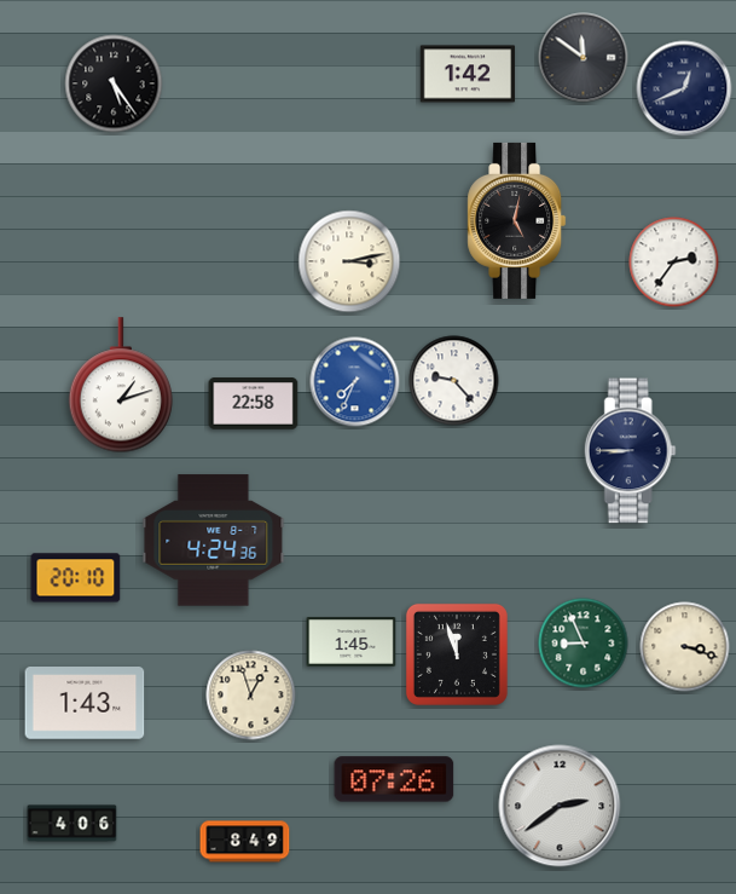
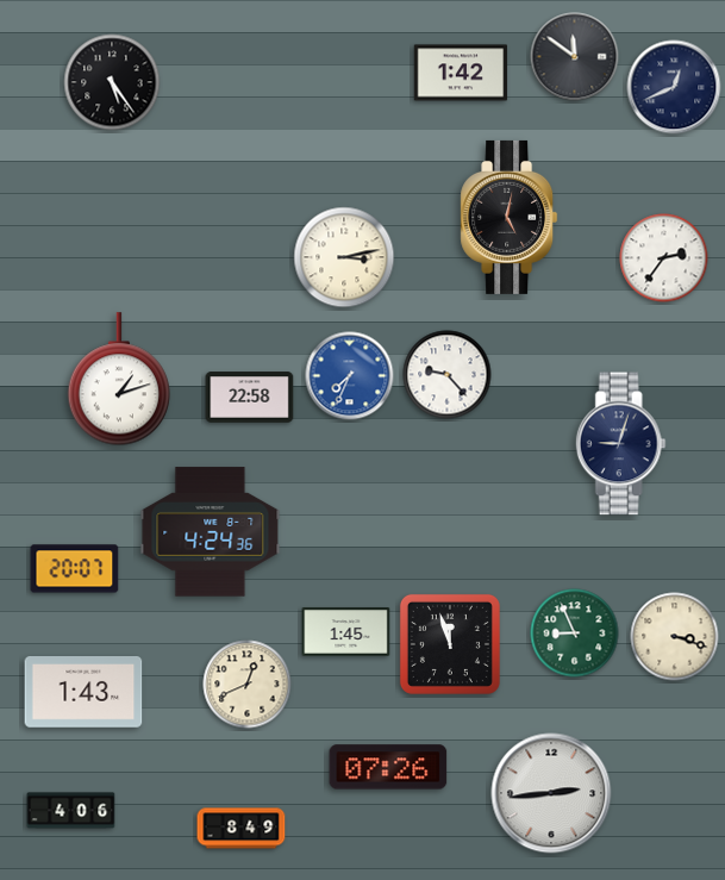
clock at (630, 451): 8:45 -> 9:03
clock at (76, 578): 20:10 -> 20:07
clock at (251, 696): 12:57 -> 12:41
clock at (560, 806): 2:39 -> 2:44
